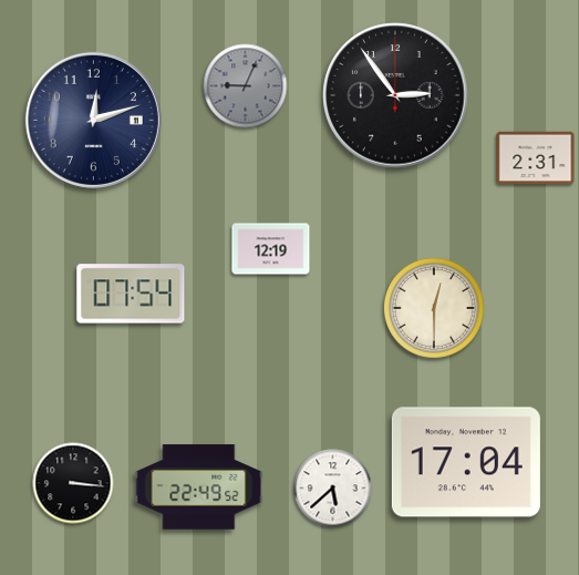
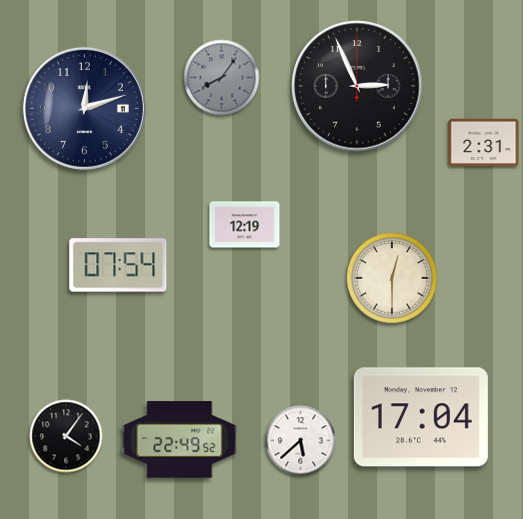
clock at (246, 86): 9:04 -> 8:06
clock at (395, 95): 2:54 -> 2:56
clock at (73, 483): 3:16 -> 4:06
